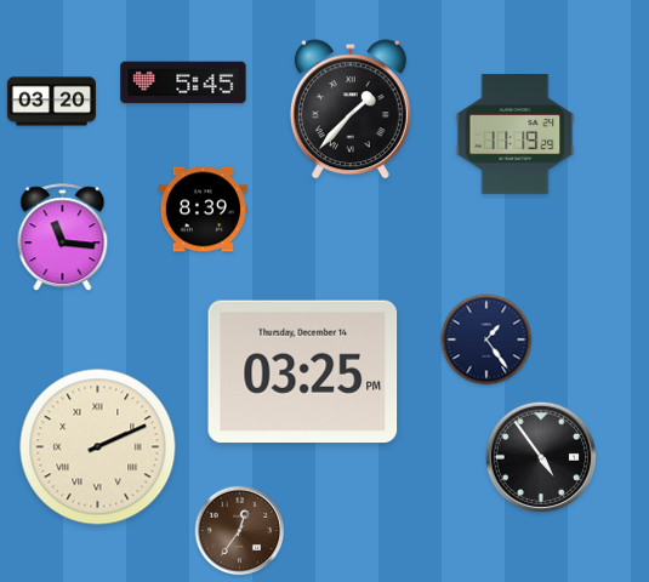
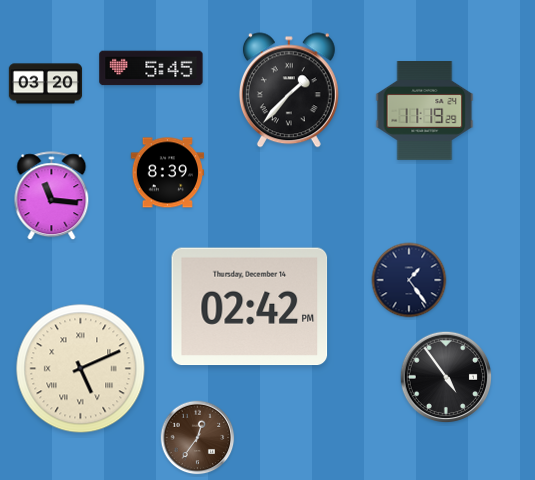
clock at (52, 102) position: (52, 102) -> (46, 84)
clock at (486, 339) position: (486, 339) -> (409, 280)
clock at (303, 372): 03:25 -> 02:42
clock at (98, 447): 2:11 -> 5:11
